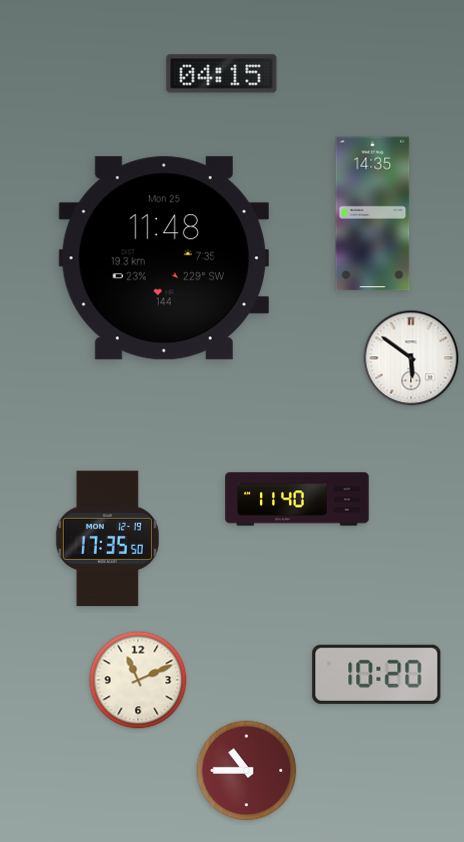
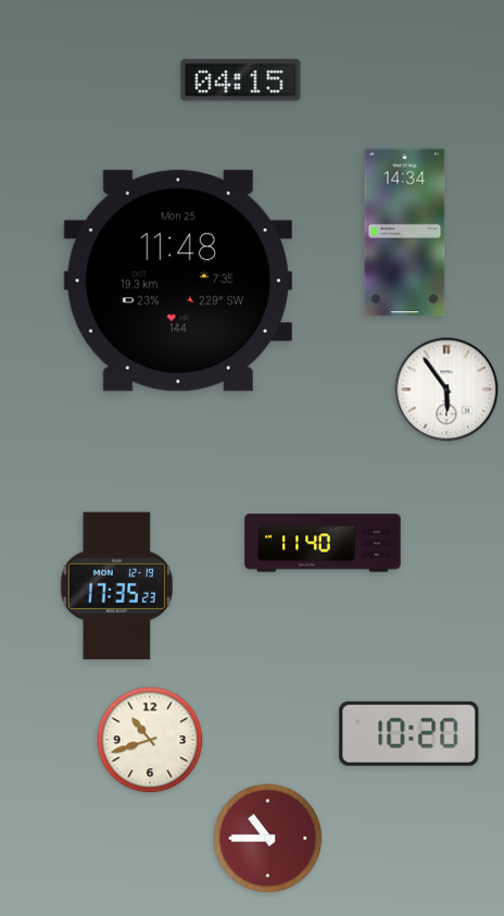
clock at (373, 214): 14:35 -> 14:34
clock at (411, 358): 5:51 -> 5:54
clock at (107, 539): 17:35:50 -> 17:35:23
clock at (138, 680): 11:11 -> 10:42
